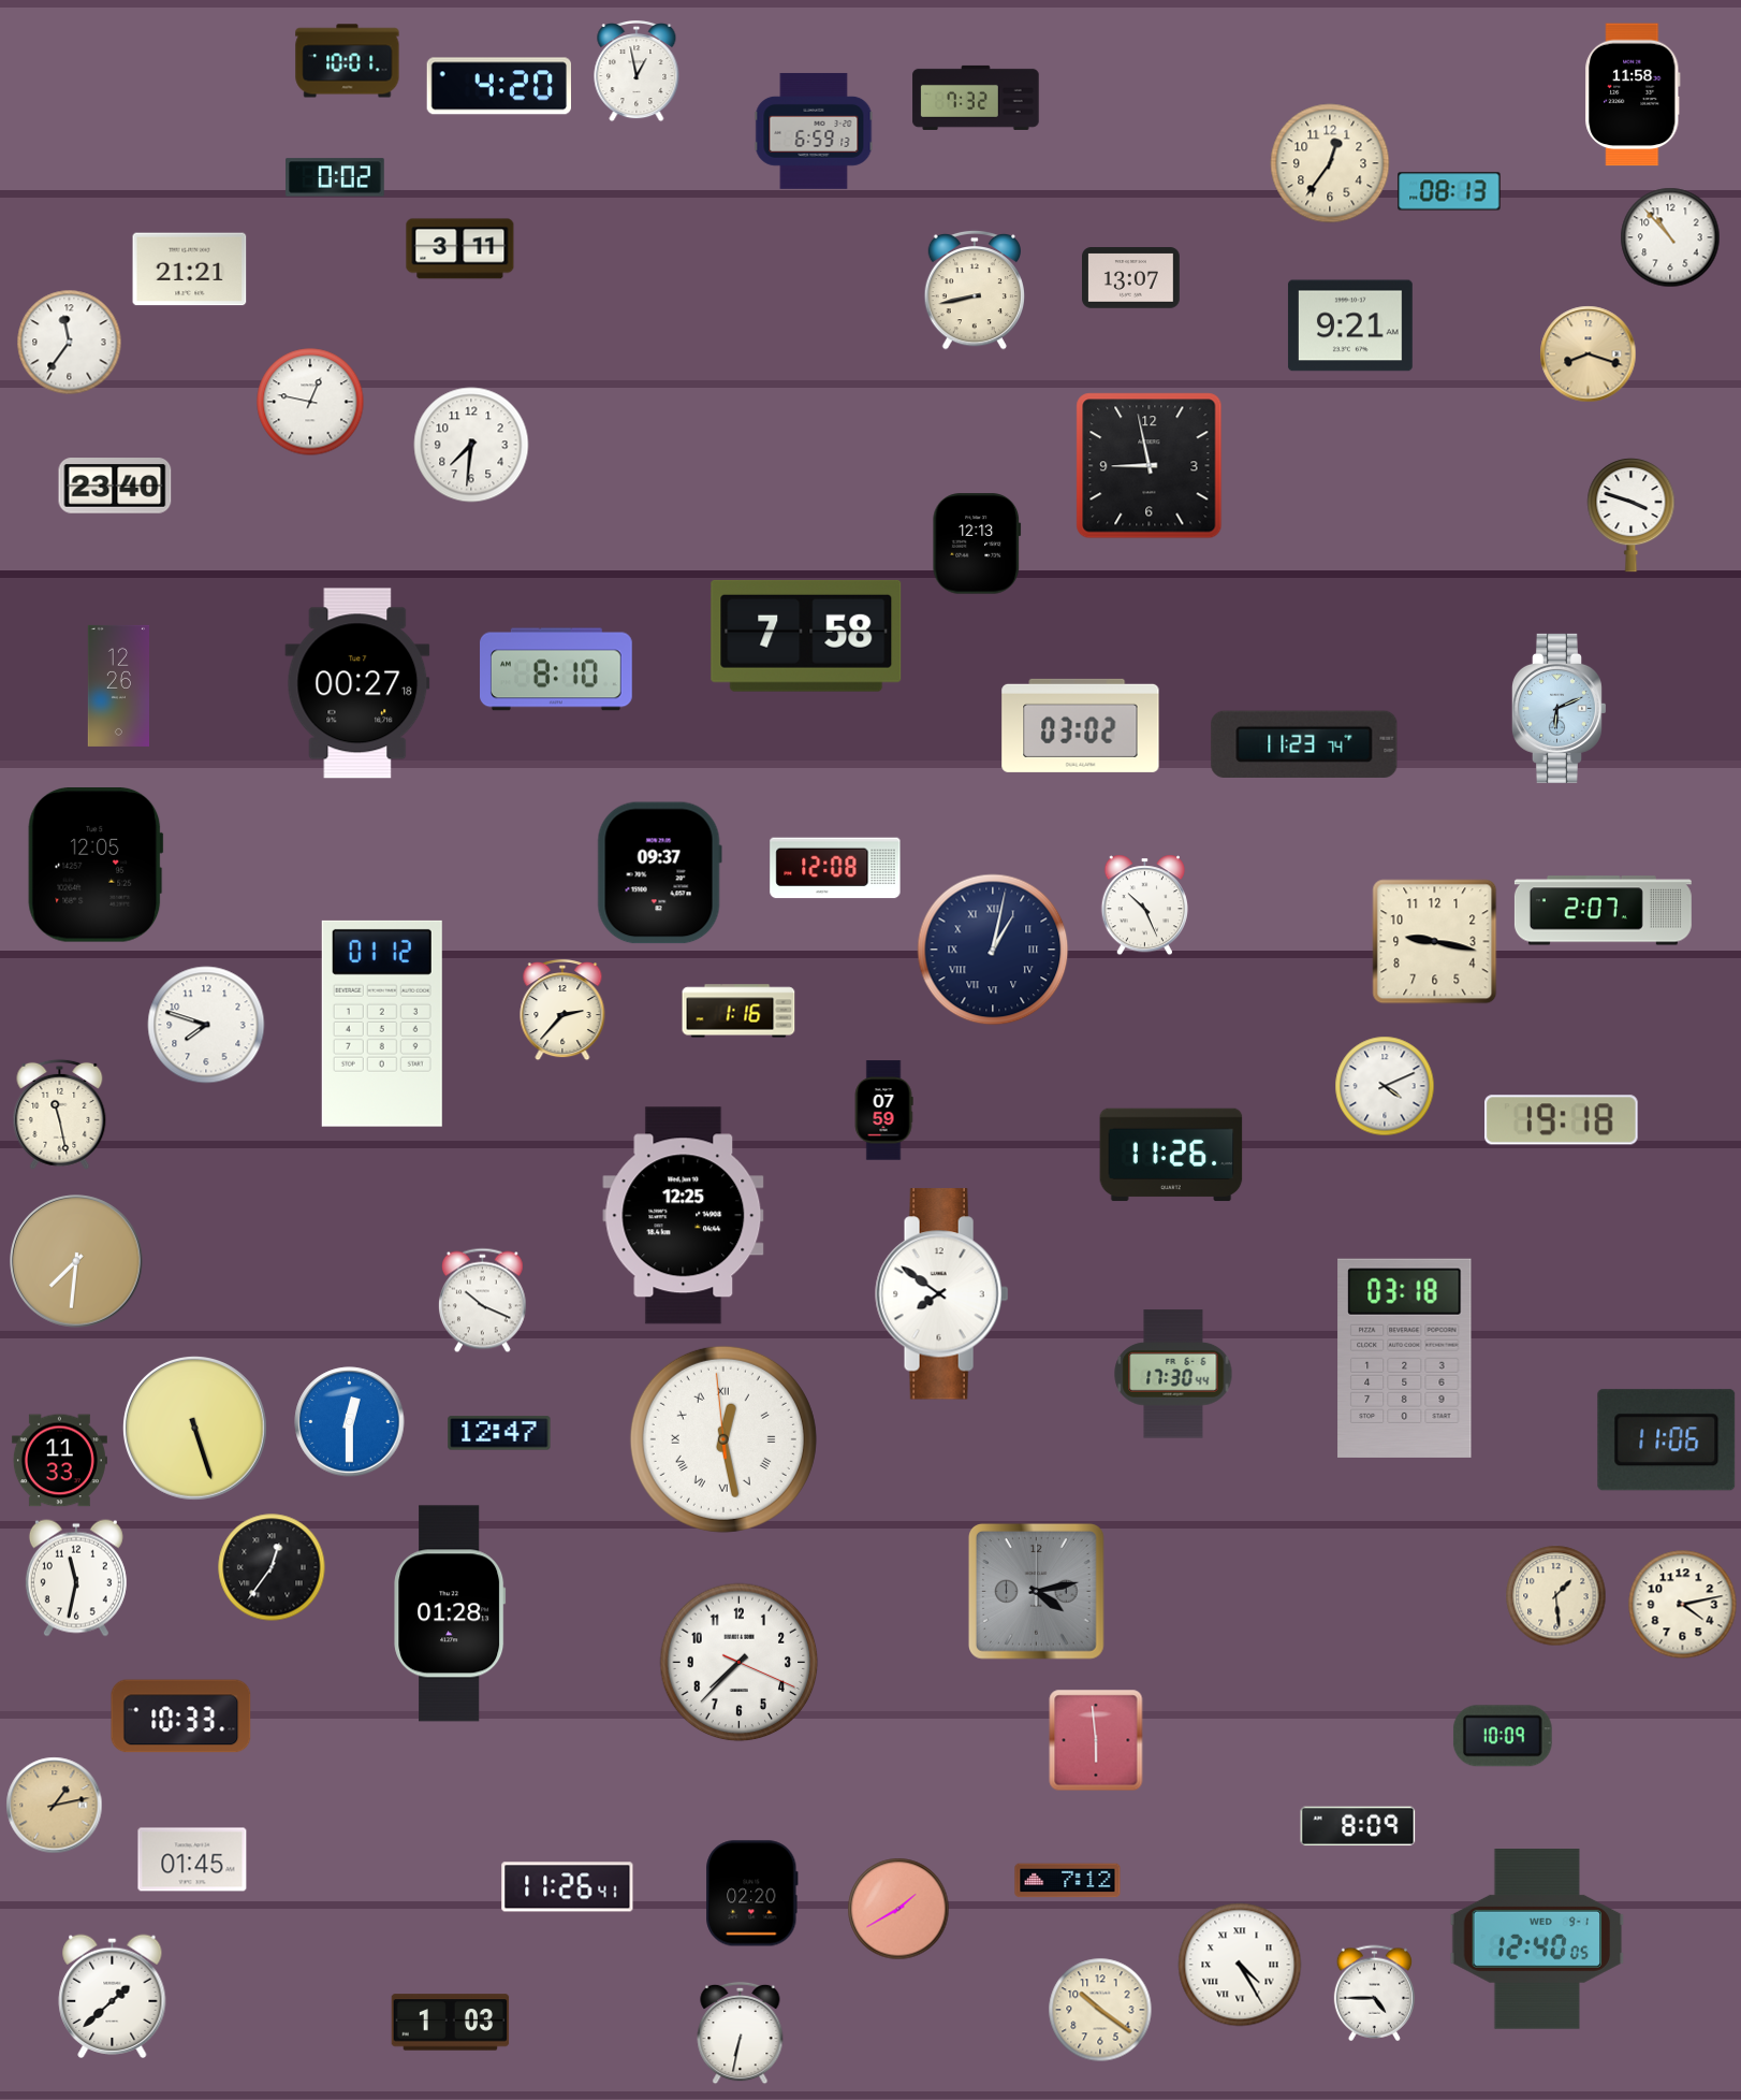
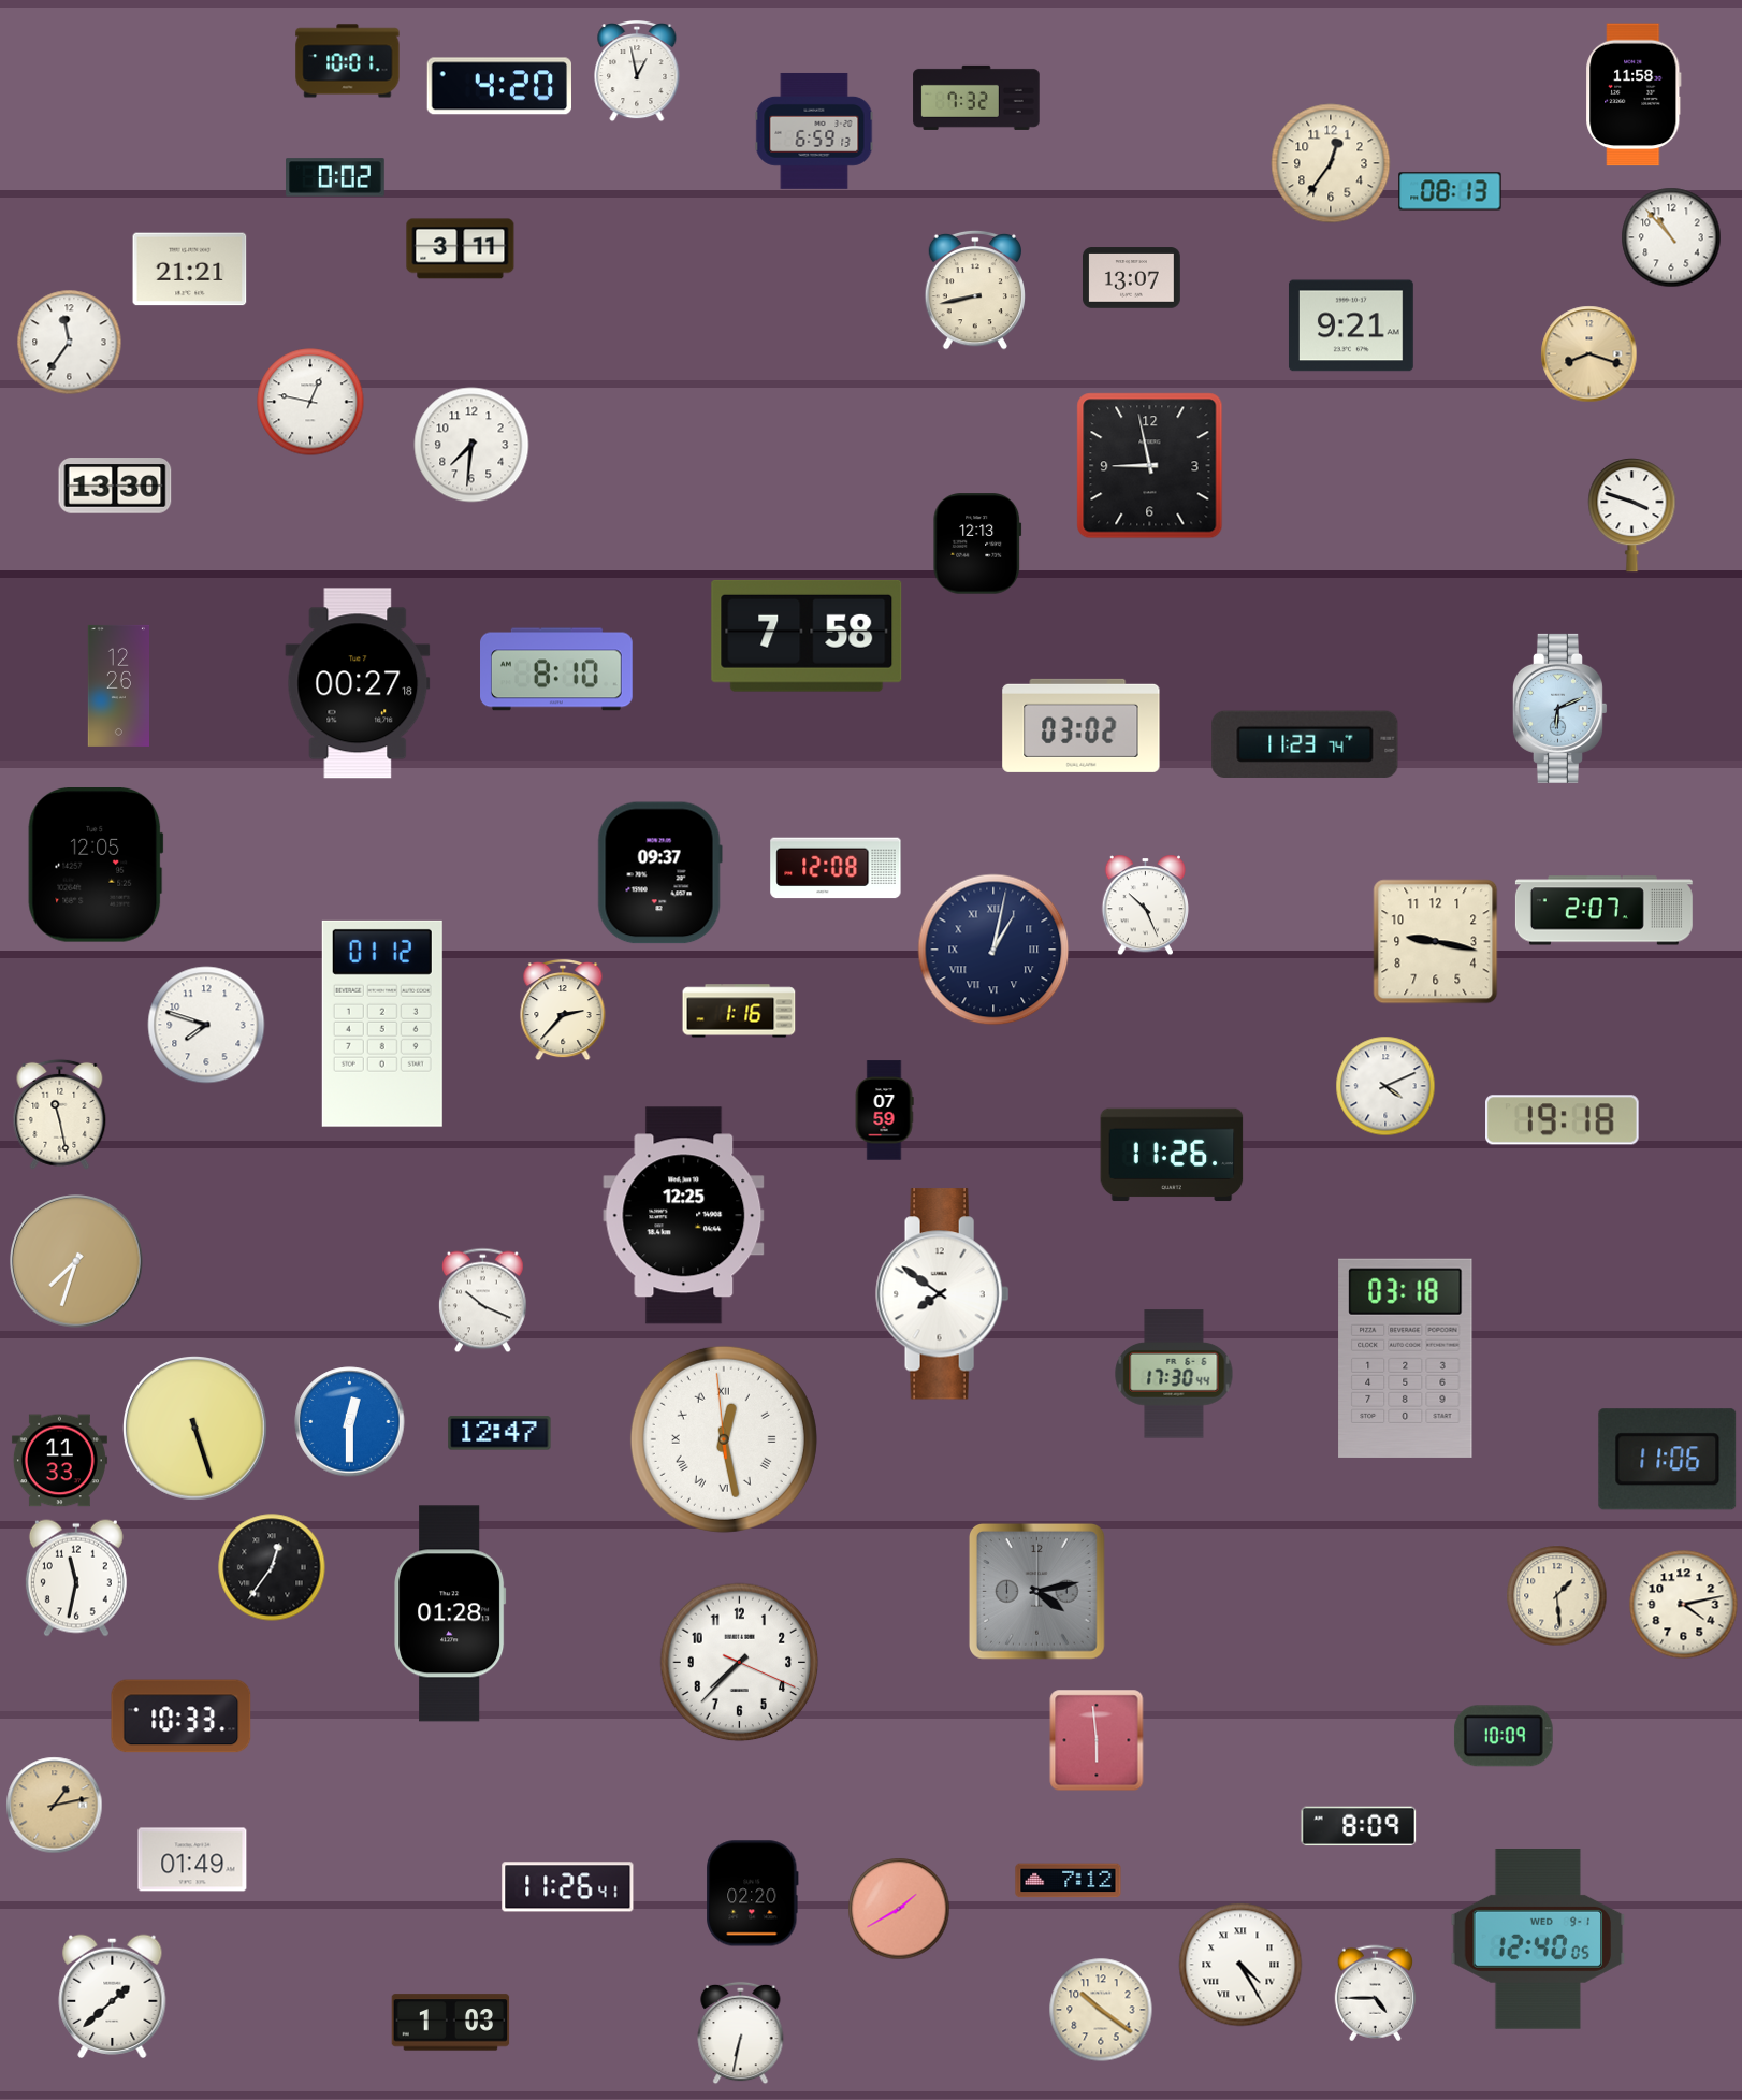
clock at (115, 486): 23:40 -> 13:30
clock at (76, 1261): 7:31 -> 7:33
clock at (1667, 1440) position: (1667, 1440) -> (1668, 1460)
clock at (192, 1859): 01:45 -> 01:49
